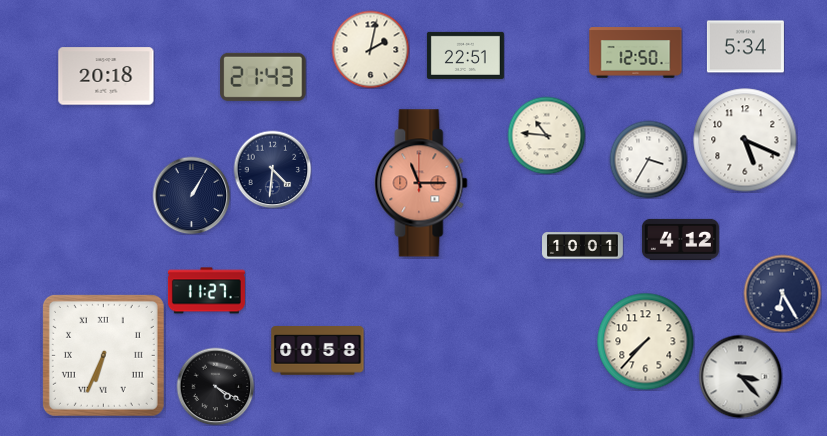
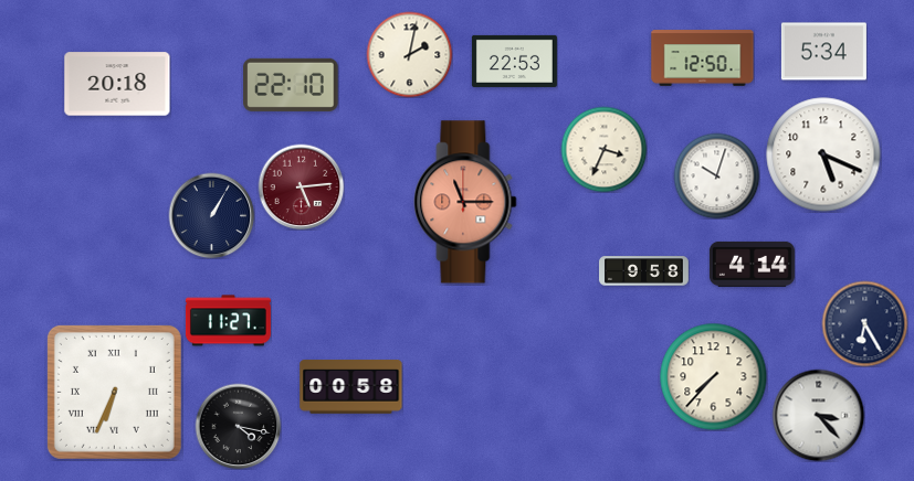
clock at (465, 55): 22:51 -> 22:53
clock at (263, 77): 21:43 -> 22:10
clock at (546, 135): 10:46 -> 3:34
clock at (648, 159): 3:35 -> 10:03
clock at (272, 169): 4:31 -> 5:14
clock at (272, 169) dial: navy -> burgundy
clock at (680, 239): 4:12 -> 4:14
clock at (583, 246): 10:01 -> 9:58
clock at (215, 386): 4:20 -> 4:17
